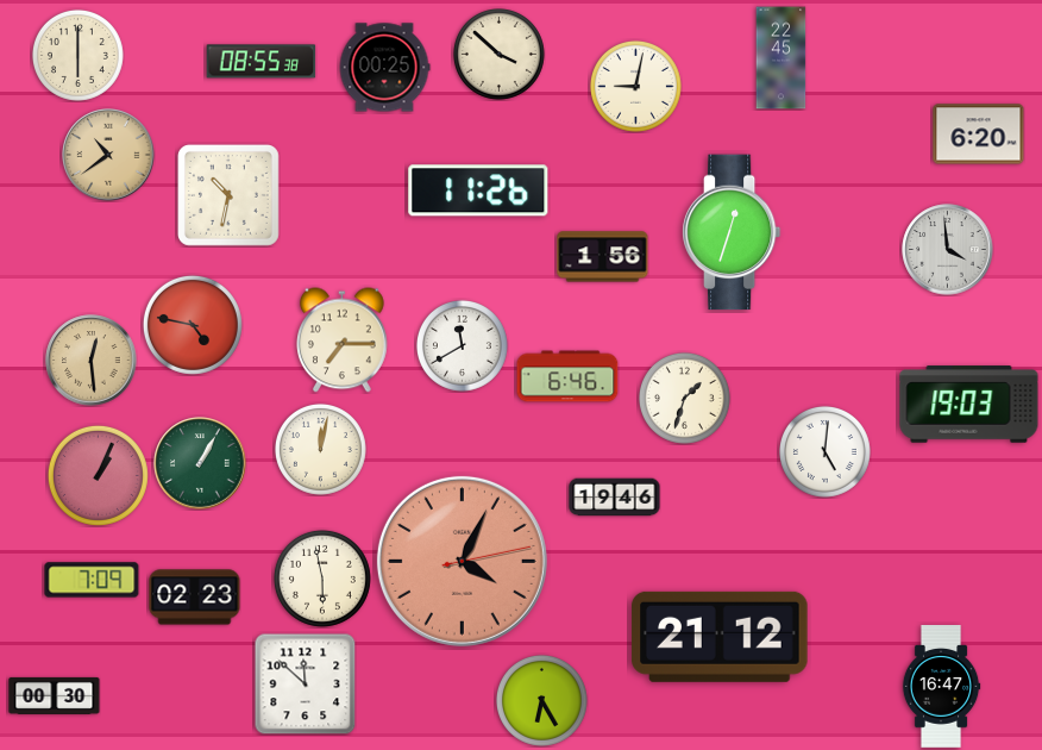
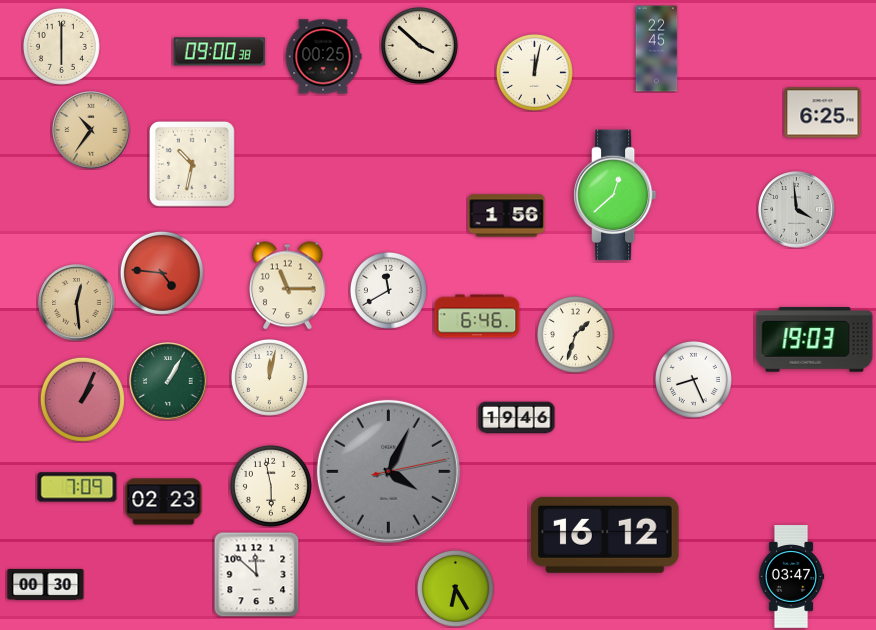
clock at (77, 55) position: (77, 55) -> (61, 46)
clock at (262, 62): 08:55 -> 09:00
clock at (635, 86): 9:02 -> 12:02
clock at (979, 135): 6:20 -> 6:25
clock at (108, 155): 10:39 -> 10:36
clock at (478, 190): 11:26 -> none
clock at (732, 232): 12:33 -> 12:38
clock at (193, 325): 4:47 -> 4:46
clock at (343, 340): 7:15 -> 11:15
clock at (824, 451): 5:01 -> 8:26
clock at (200, 463) position: (200, 463) -> (168, 381)
clock at (462, 561) dial: salmon -> grey
clock at (720, 637): 21:12 -> 16:12
clock at (941, 687): 16:47 -> 03:47
